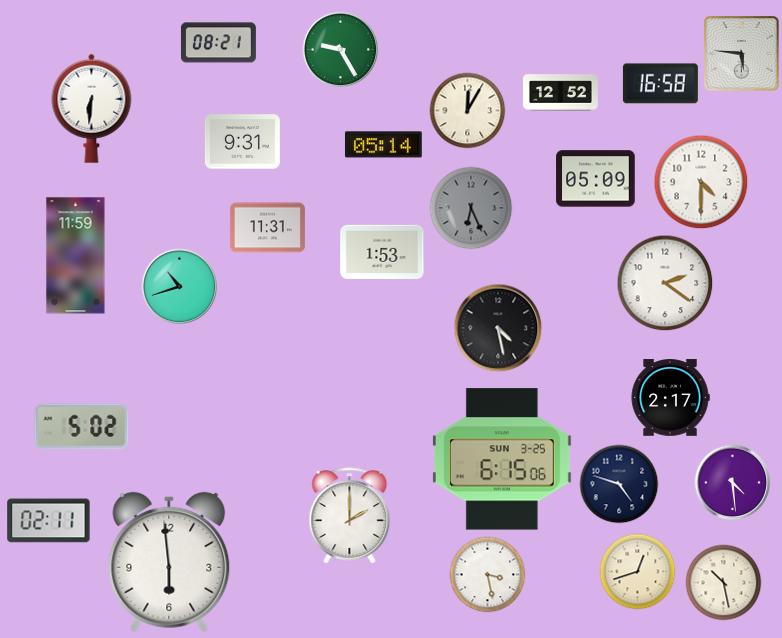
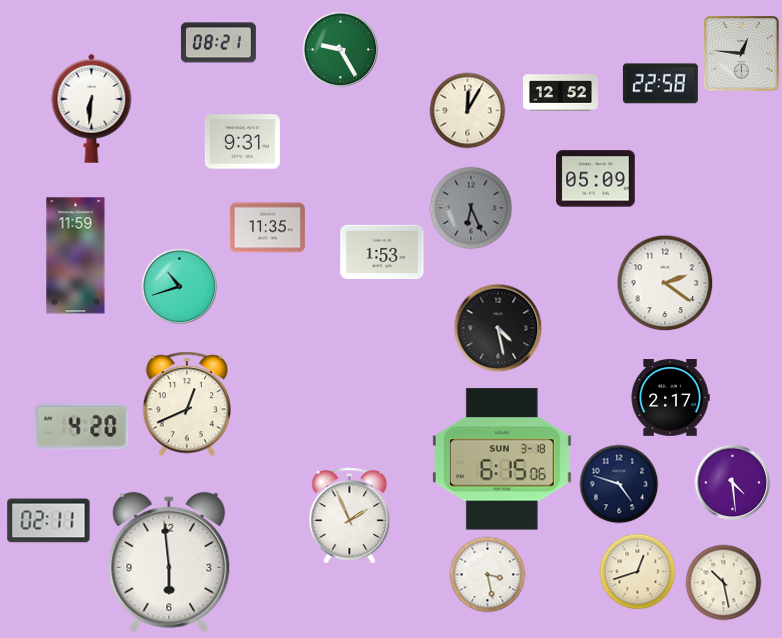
clock at (742, 54): 5:46 -> 12:46
clock at (660, 84): 16:58 -> 22:58
clock at (383, 145): 05:14 -> none
clock at (701, 182): 4:30 -> none
clock at (267, 228): 11:31 -> 11:35
clock at (187, 404): none -> 12:41
clock at (82, 427): 5:02 -> 4:20
clock at (502, 459) date: SUN 3-25 -> SUN 3-18
clock at (350, 516): 2:00 -> 1:56
